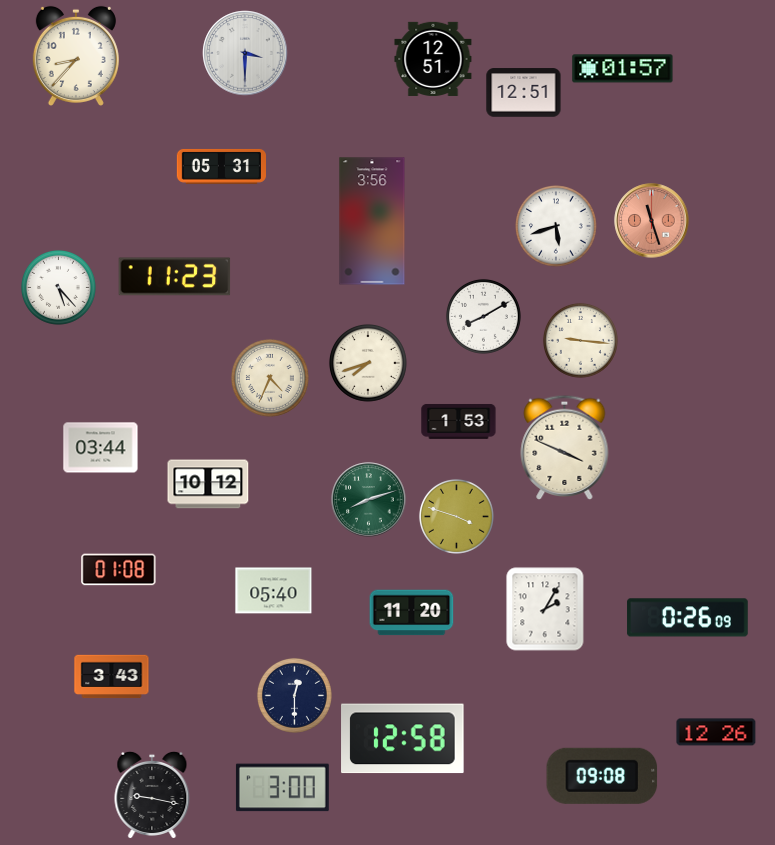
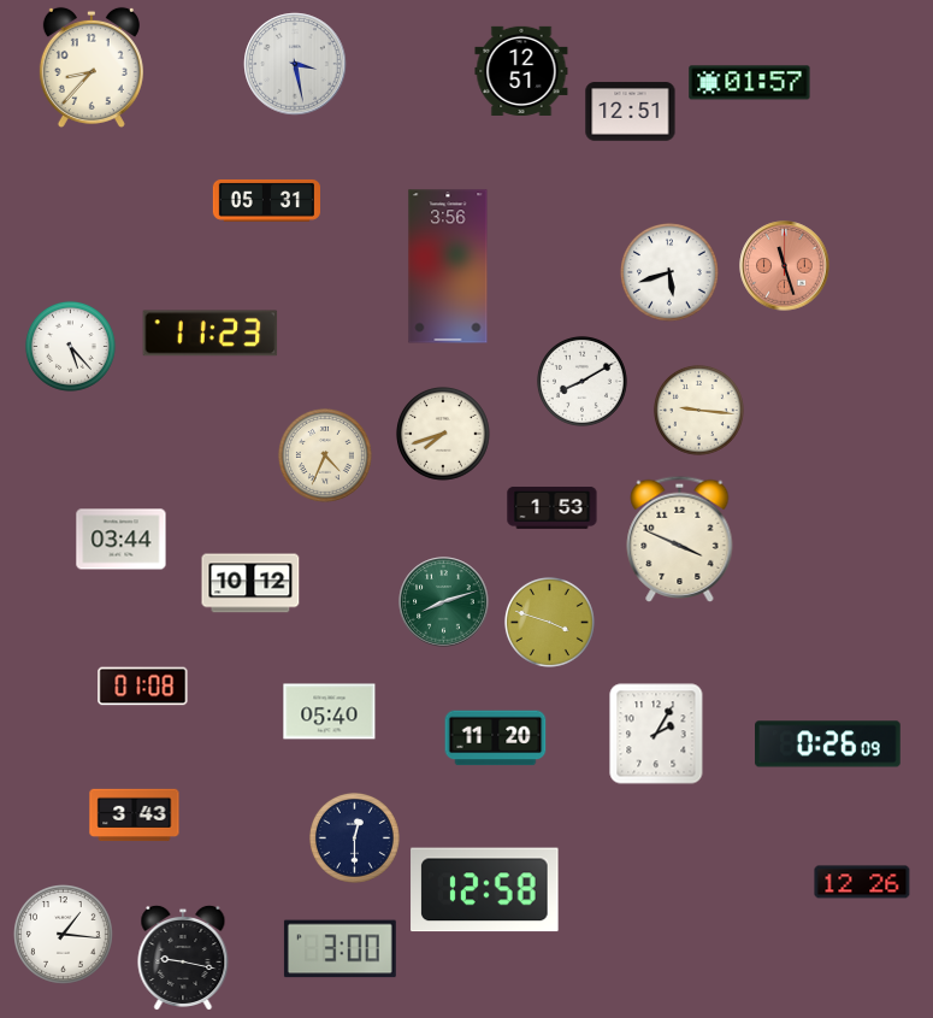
clock at (245, 53): 3:30 -> 3:28
clock at (368, 363) position: (368, 363) -> (443, 434)
clock at (64, 935): none -> 1:16
clock at (602, 776): 09:08 -> none
